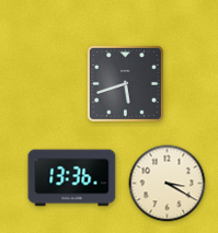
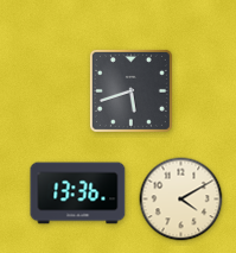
clock at (125, 83) position: (125, 83) -> (130, 90)
clock at (168, 184): 3:20 -> 4:10
